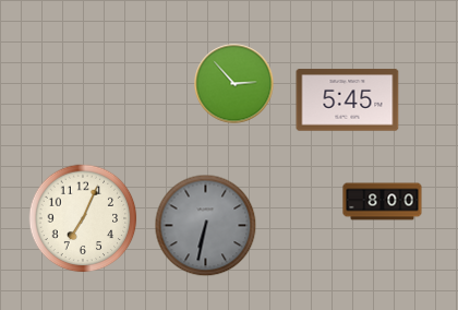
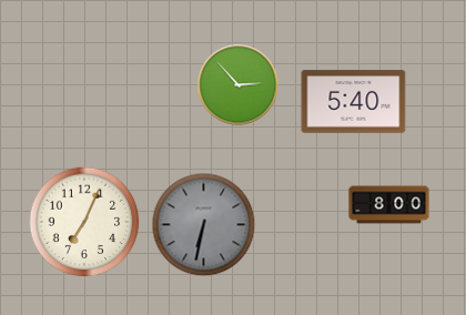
clock at (348, 100): 5:45 -> 5:40
clock at (206, 226) position: (206, 226) -> (204, 225)
